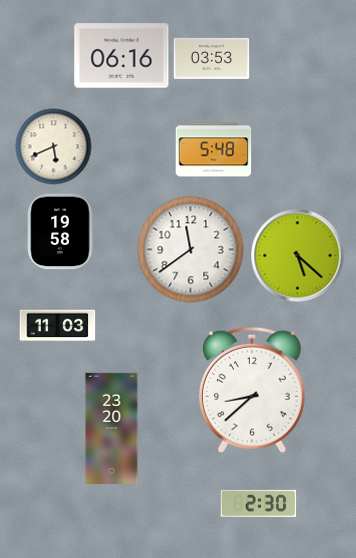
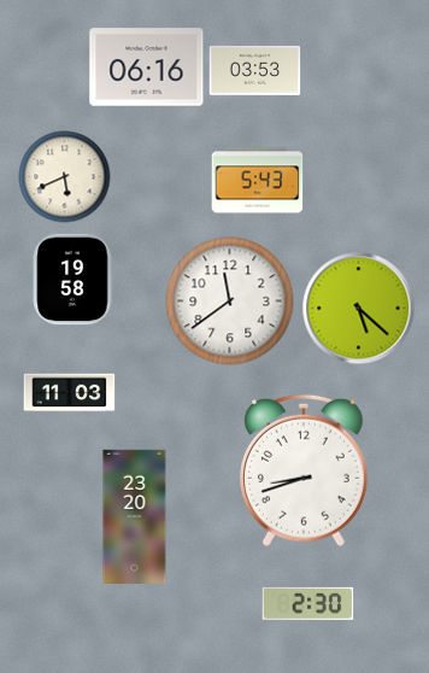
clock at (214, 150): 5:48 -> 5:43
clock at (252, 390): 8:38 -> 8:42
clock at (259, 503) position: (259, 503) -> (308, 603)
